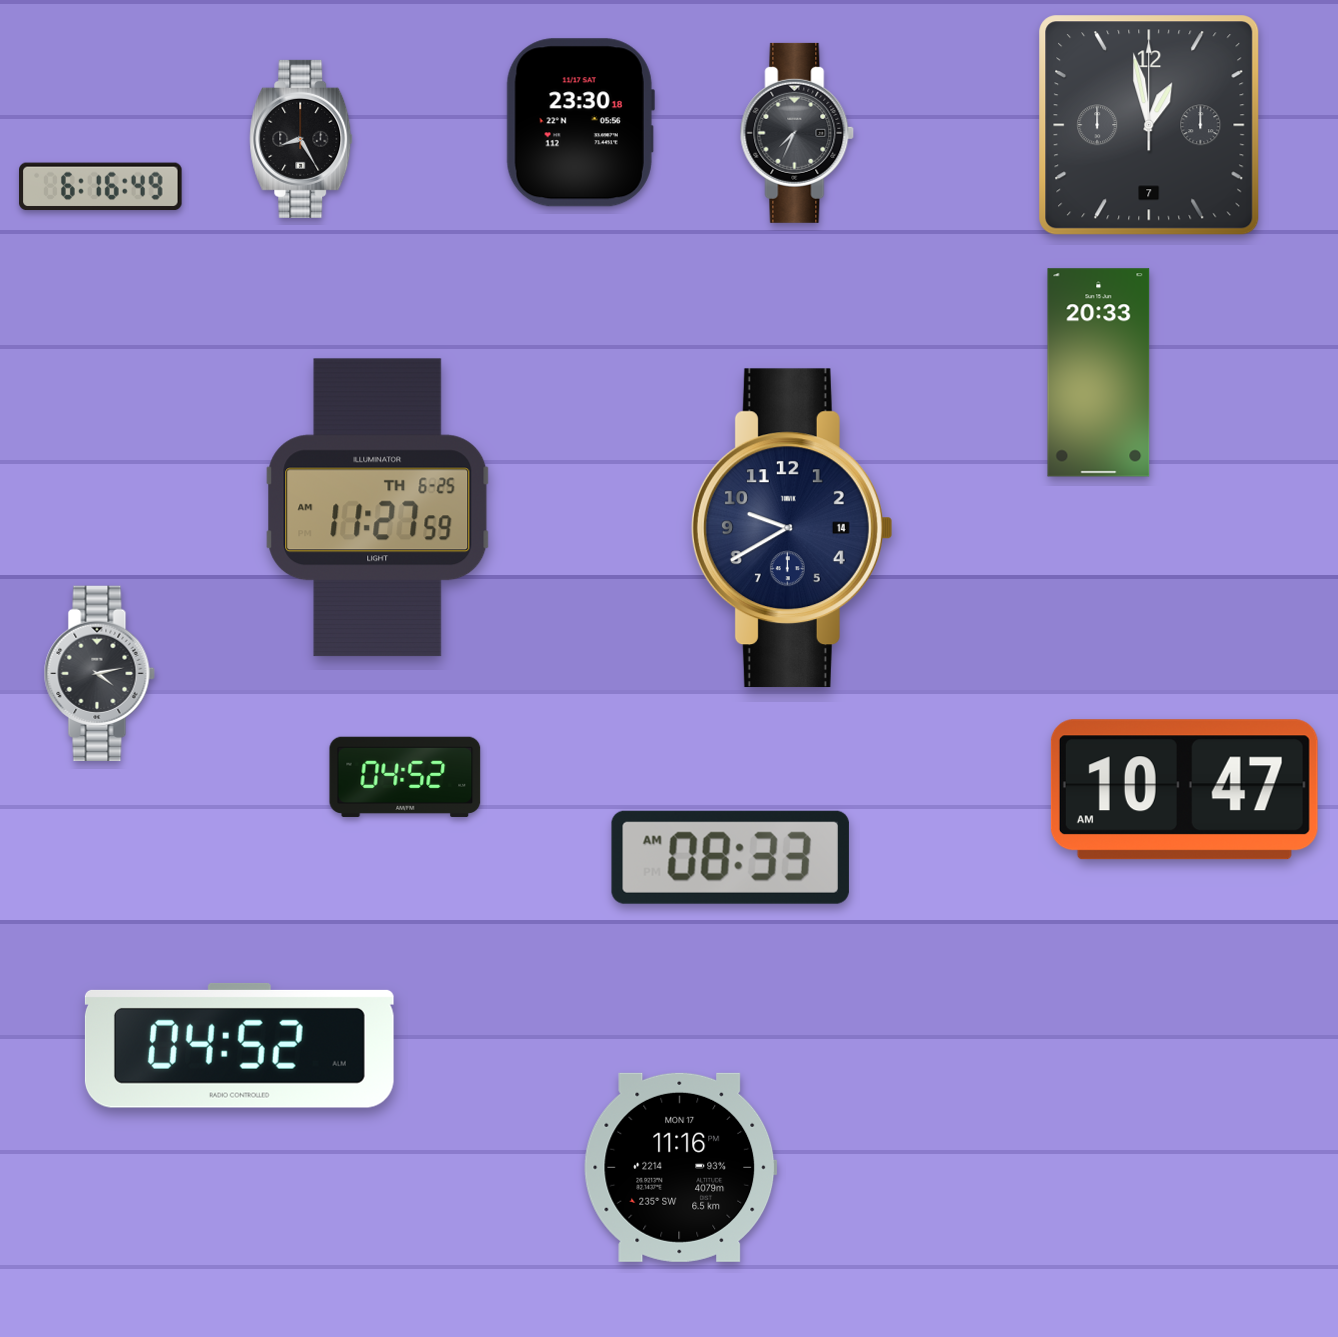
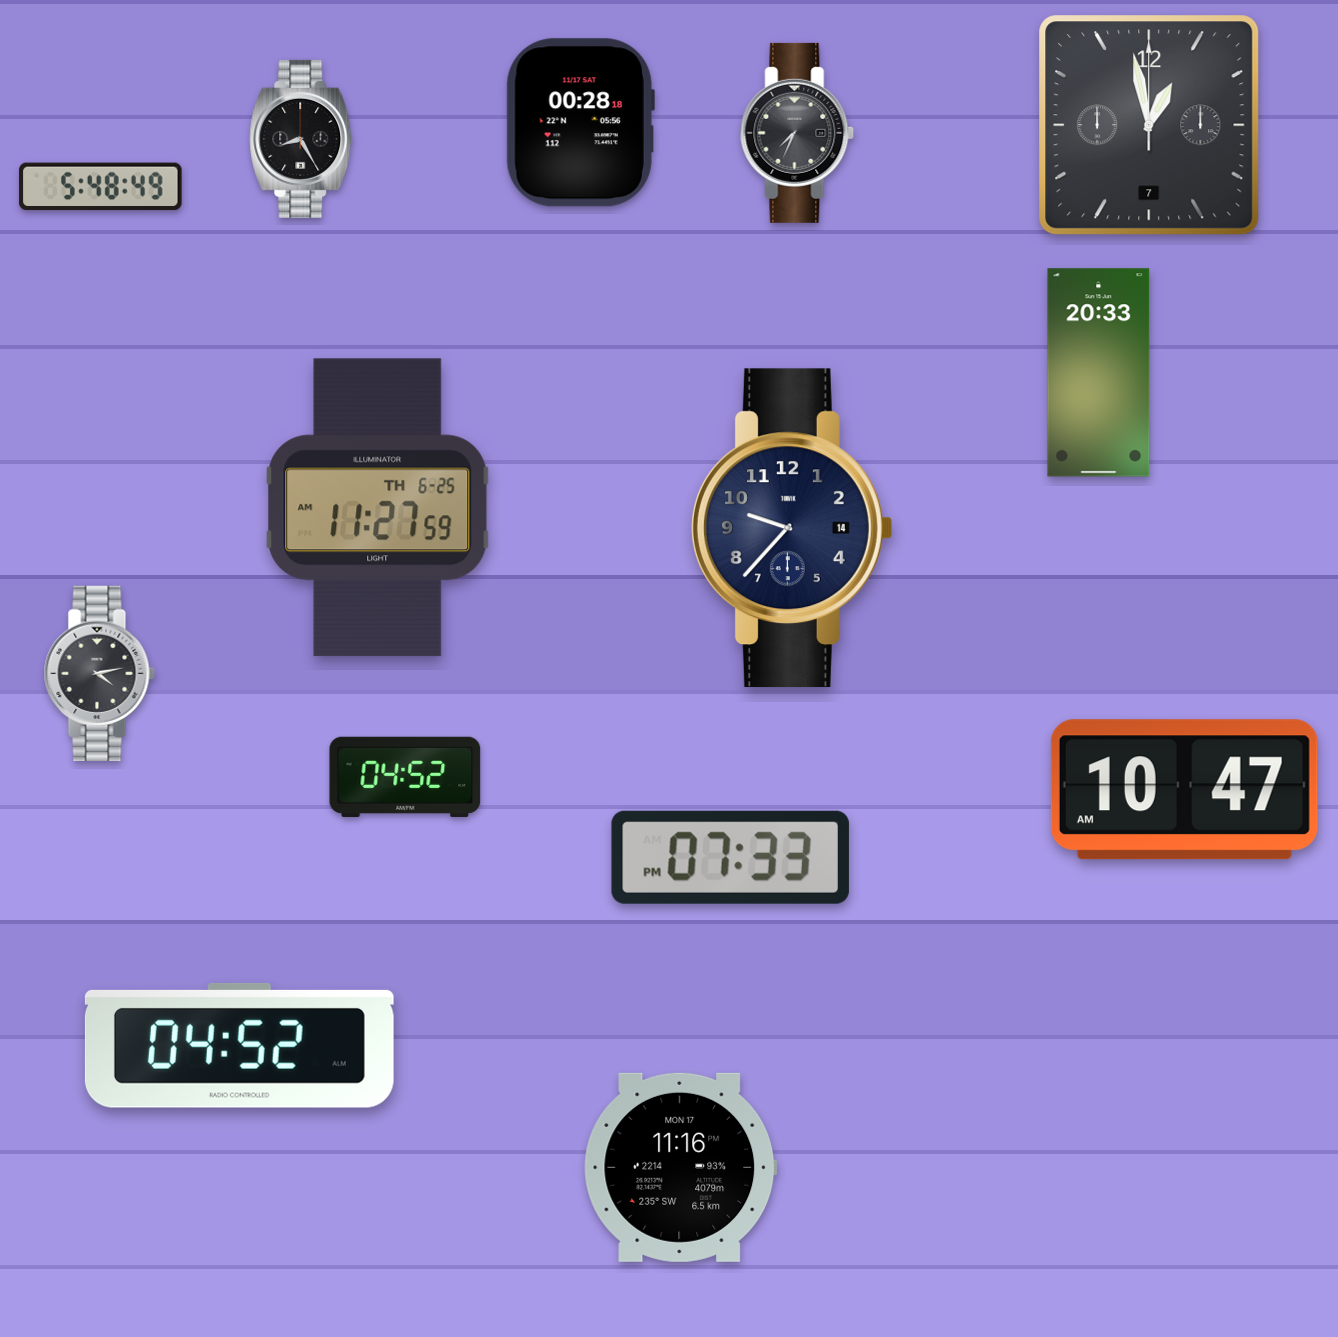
clock at (580, 123): 23:30 -> 00:28
clock at (101, 187): 6:16 -> 5:48
clock at (792, 528): 9:40 -> 9:37
clock at (730, 857): 08:33 -> 07:33
